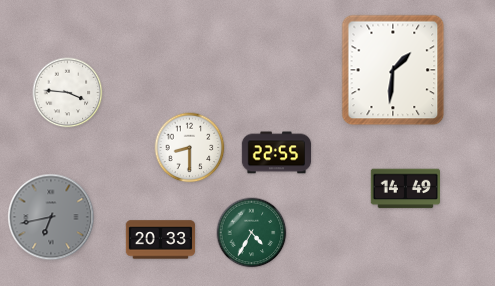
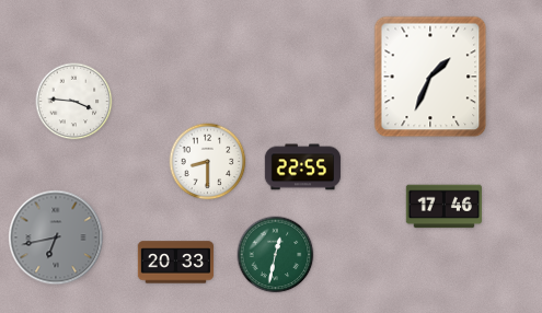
clock at (393, 70): 1:31 -> 1:34
clock at (405, 189): 14:49 -> 17:46
clock at (252, 233): 4:35 -> 12:32
